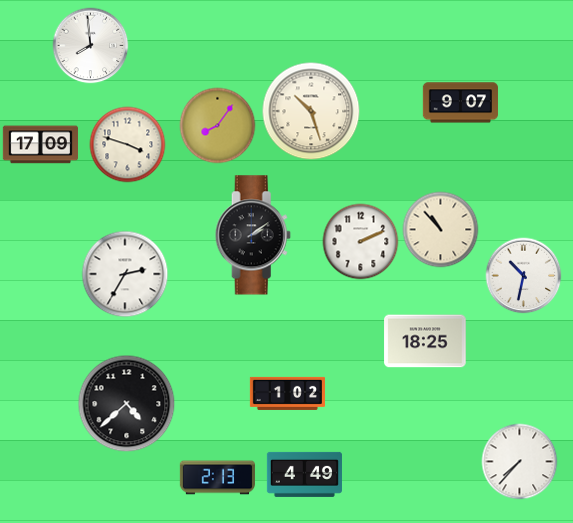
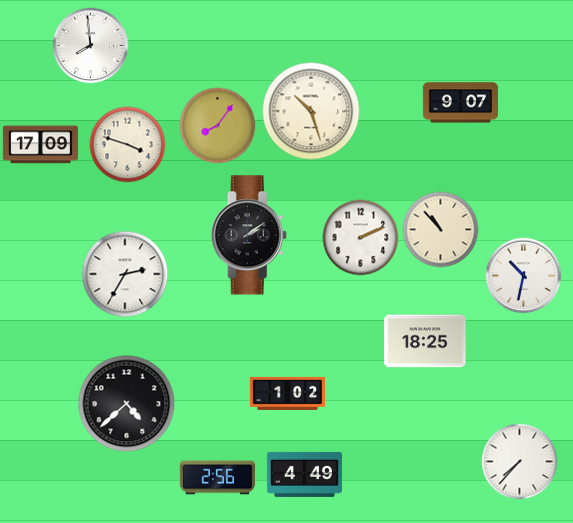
clock at (253, 235) position: (253, 235) -> (249, 235)
clock at (361, 242) position: (361, 242) -> (361, 238)
clock at (217, 478): 2:13 -> 2:56
